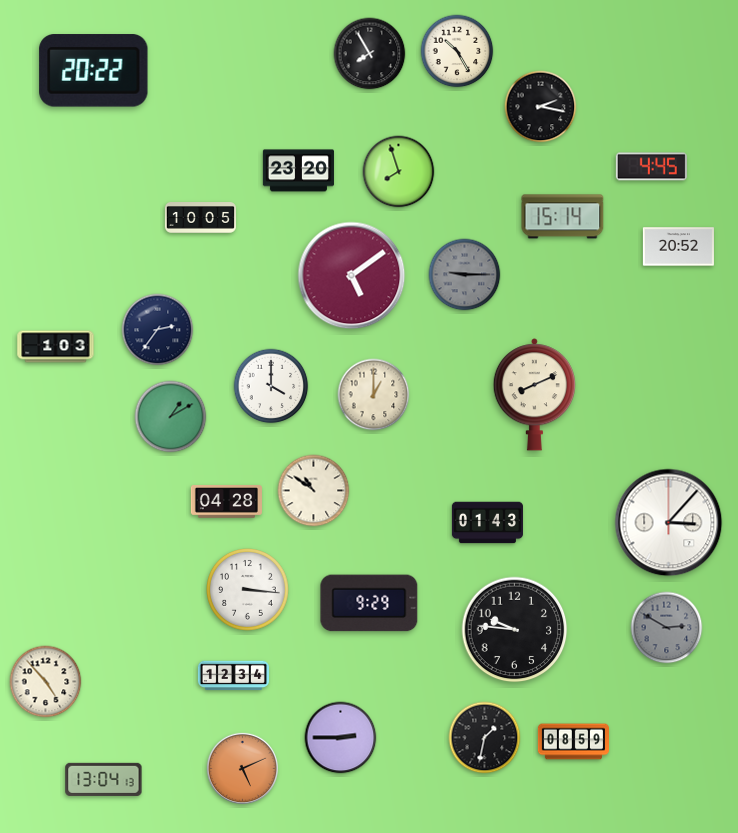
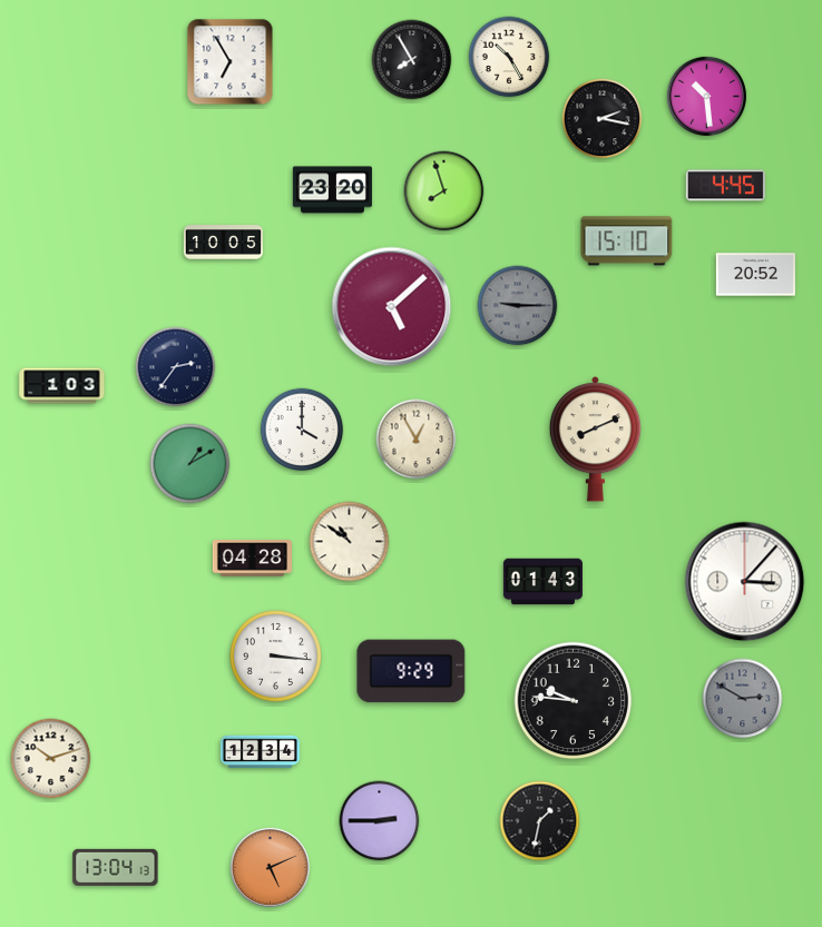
clock at (231, 62): none -> 6:55
clock at (94, 71): 20:22 -> none
clock at (706, 96): none -> 10:29
clock at (563, 217): 15:14 -> 15:10
clock at (352, 276): 5:09 -> 5:08
clock at (374, 395): 1:00 -> 12:55
clock at (314, 491) position: (314, 491) -> (350, 542)
clock at (46, 682): 4:53 -> 10:12
clock at (573, 742): 08:59 -> none
clock at (242, 768) position: (242, 768) -> (270, 867)
